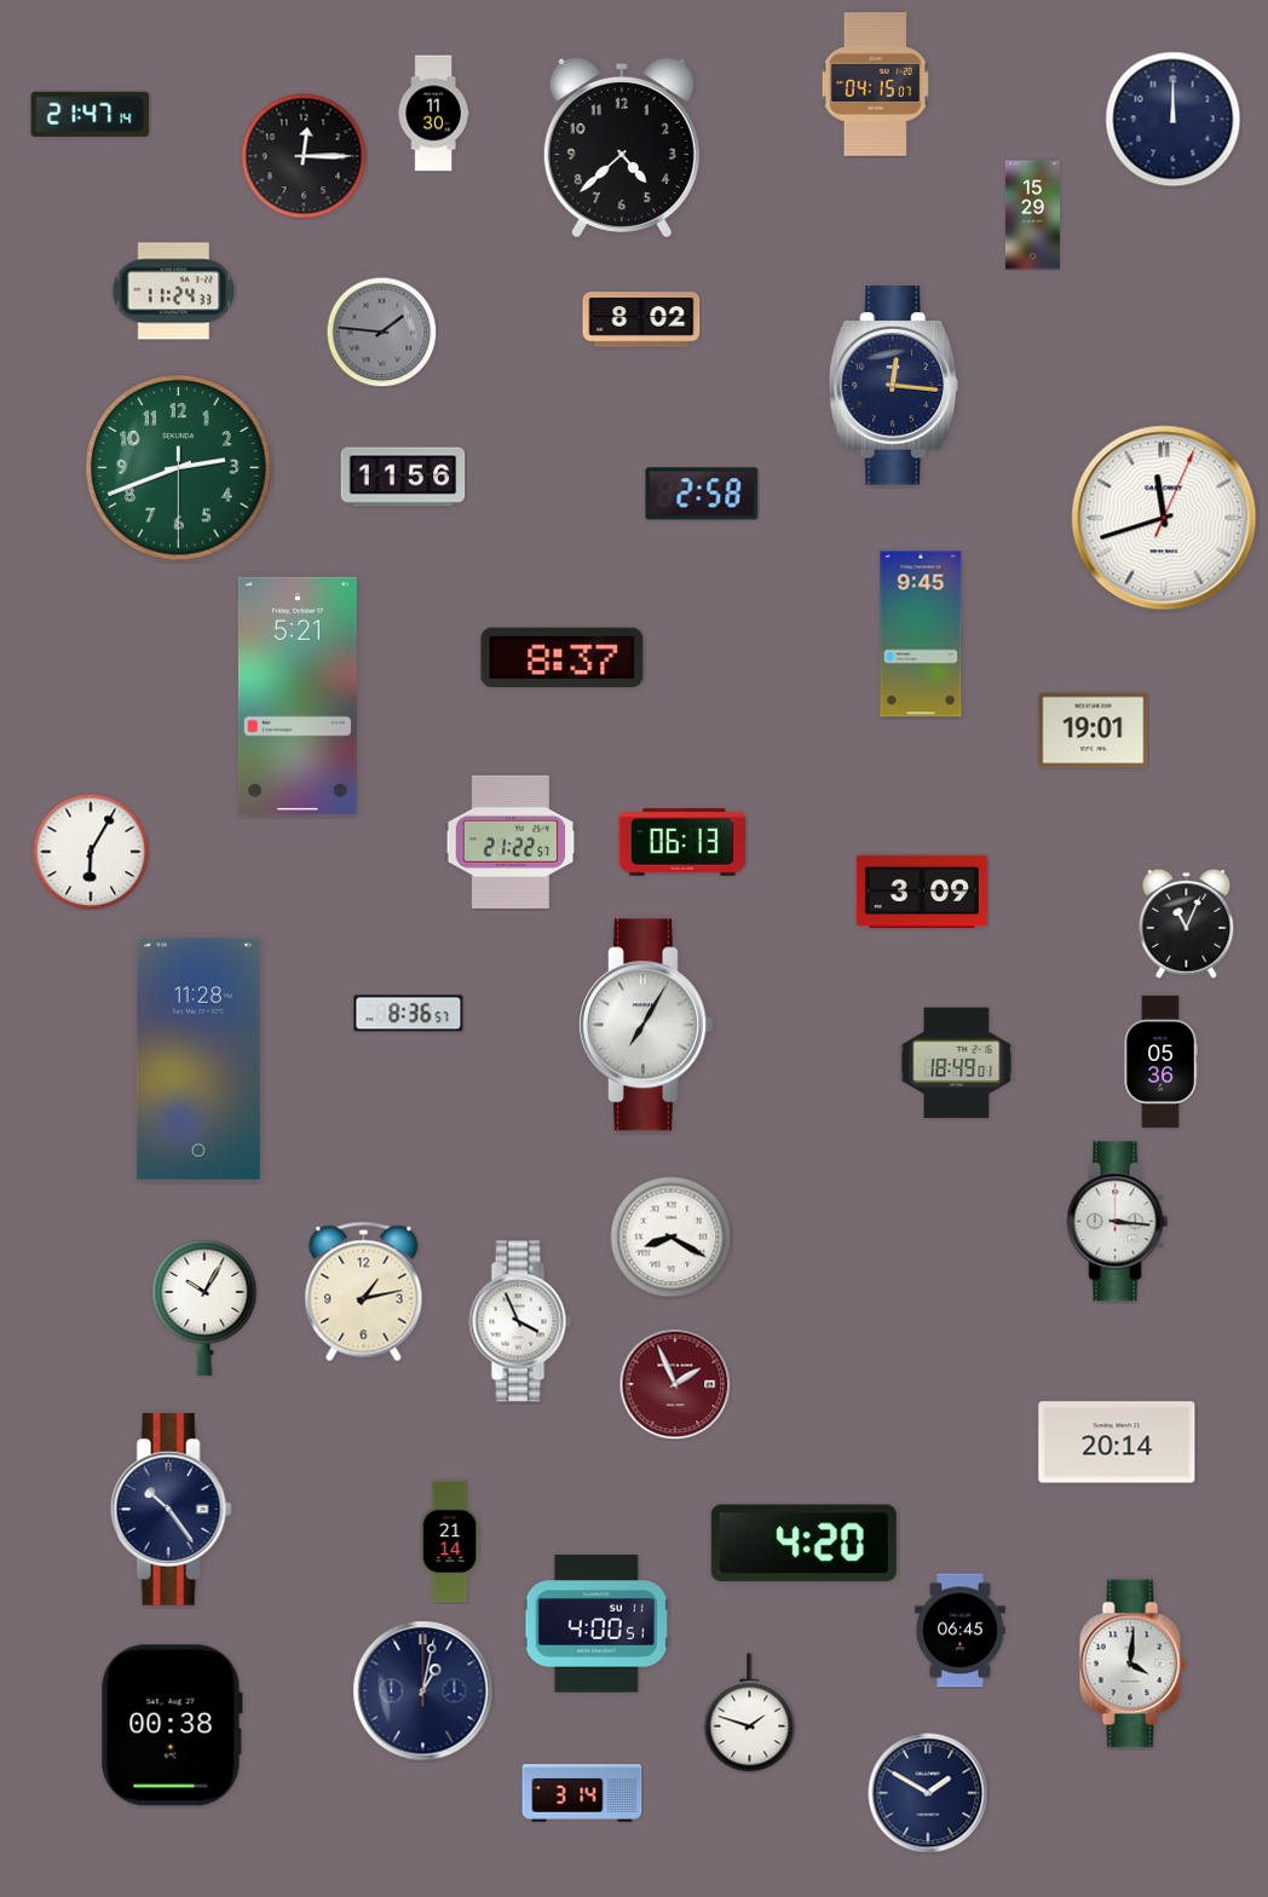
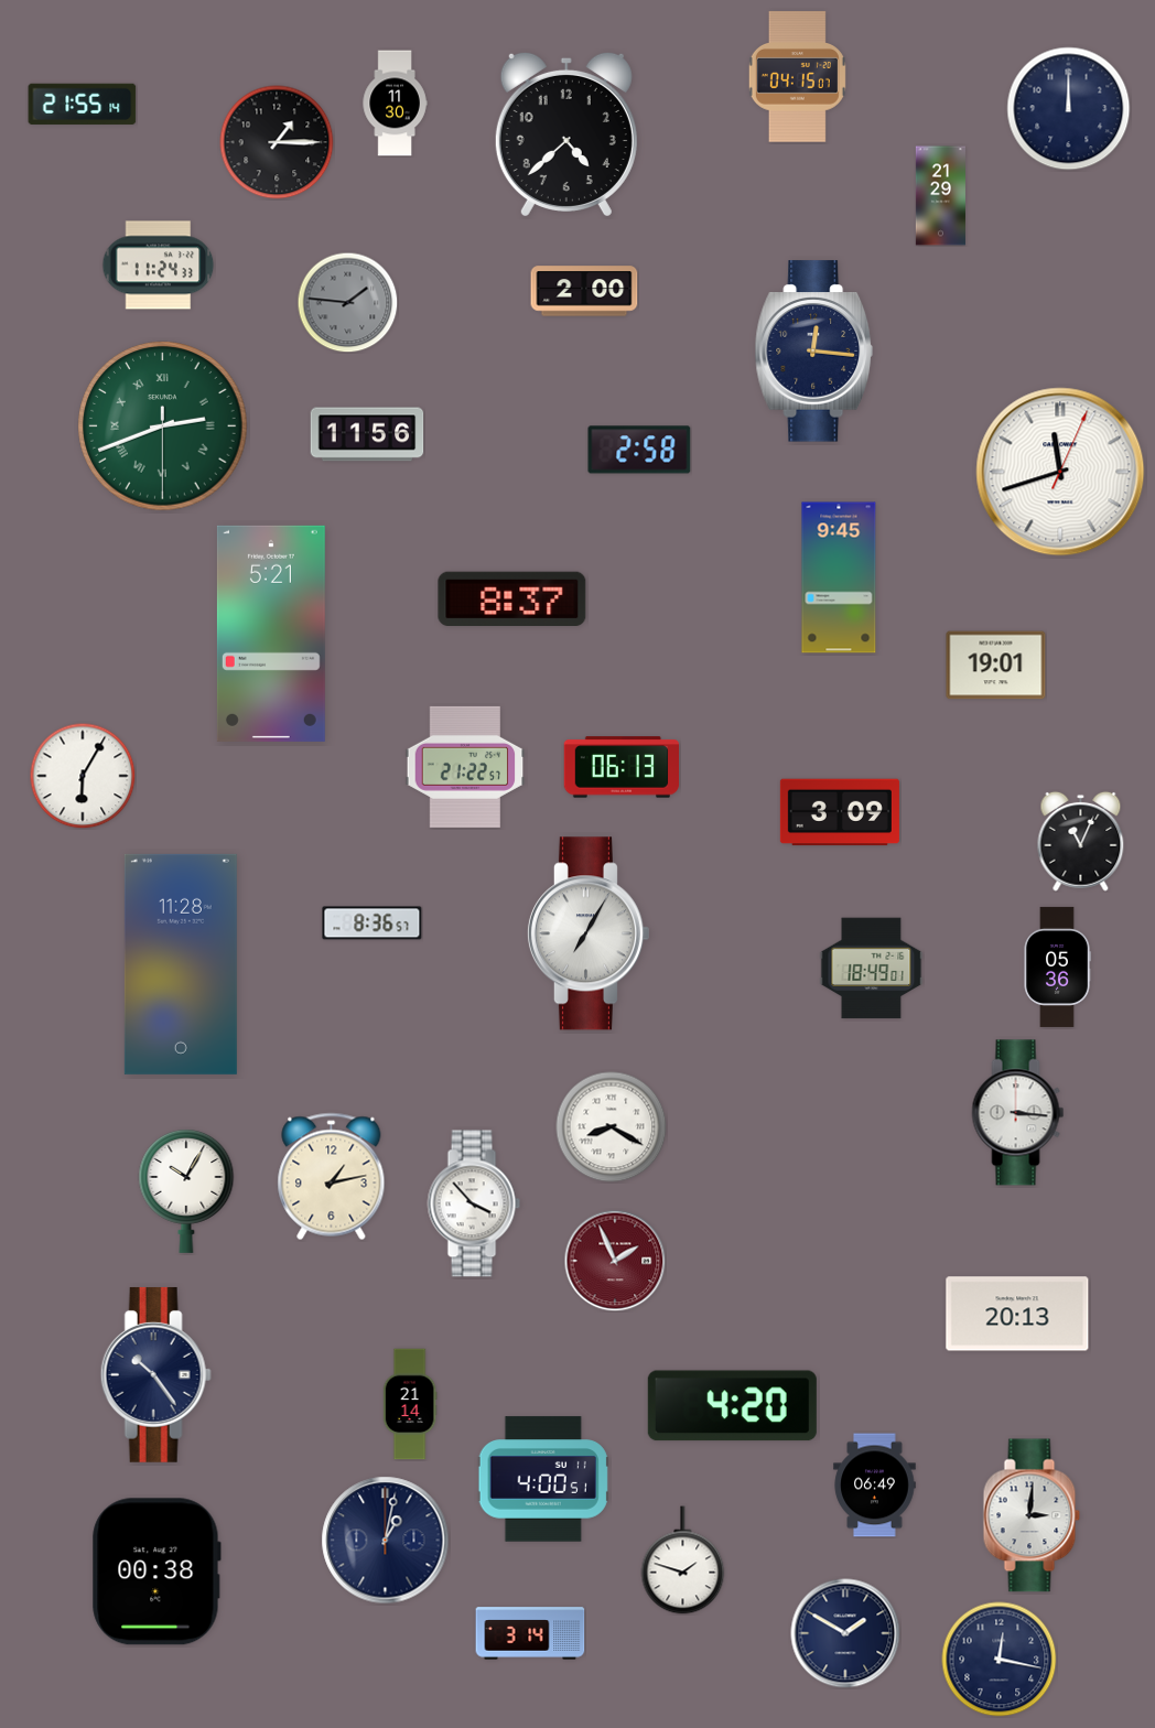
clock at (91, 114): 21:47 -> 21:55
clock at (304, 156): 12:15 -> 1:15
clock at (1032, 215): 15:29 -> 21:29
clock at (641, 319): 8:02 -> 2:00
clock at (179, 468) numerals: Arabic -> Roman
clock at (520, 1321): 3:56 -> 3:53
clock at (1117, 1442): 20:14 -> 20:13
clock at (961, 1631): 06:45 -> 06:49
clock at (1132, 1664): 4:01 -> 3:01
clock at (1000, 1660): none -> 12:17
